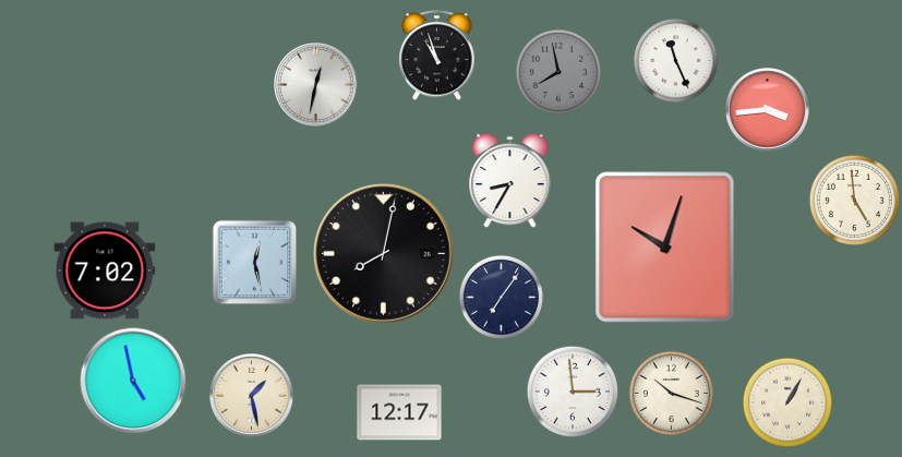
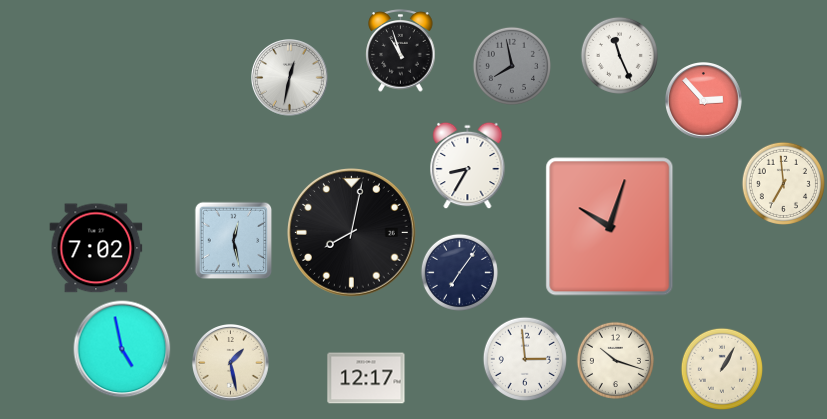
clock at (768, 110): 3:44 -> 2:53
clock at (854, 200): 4:59 -> 6:59
